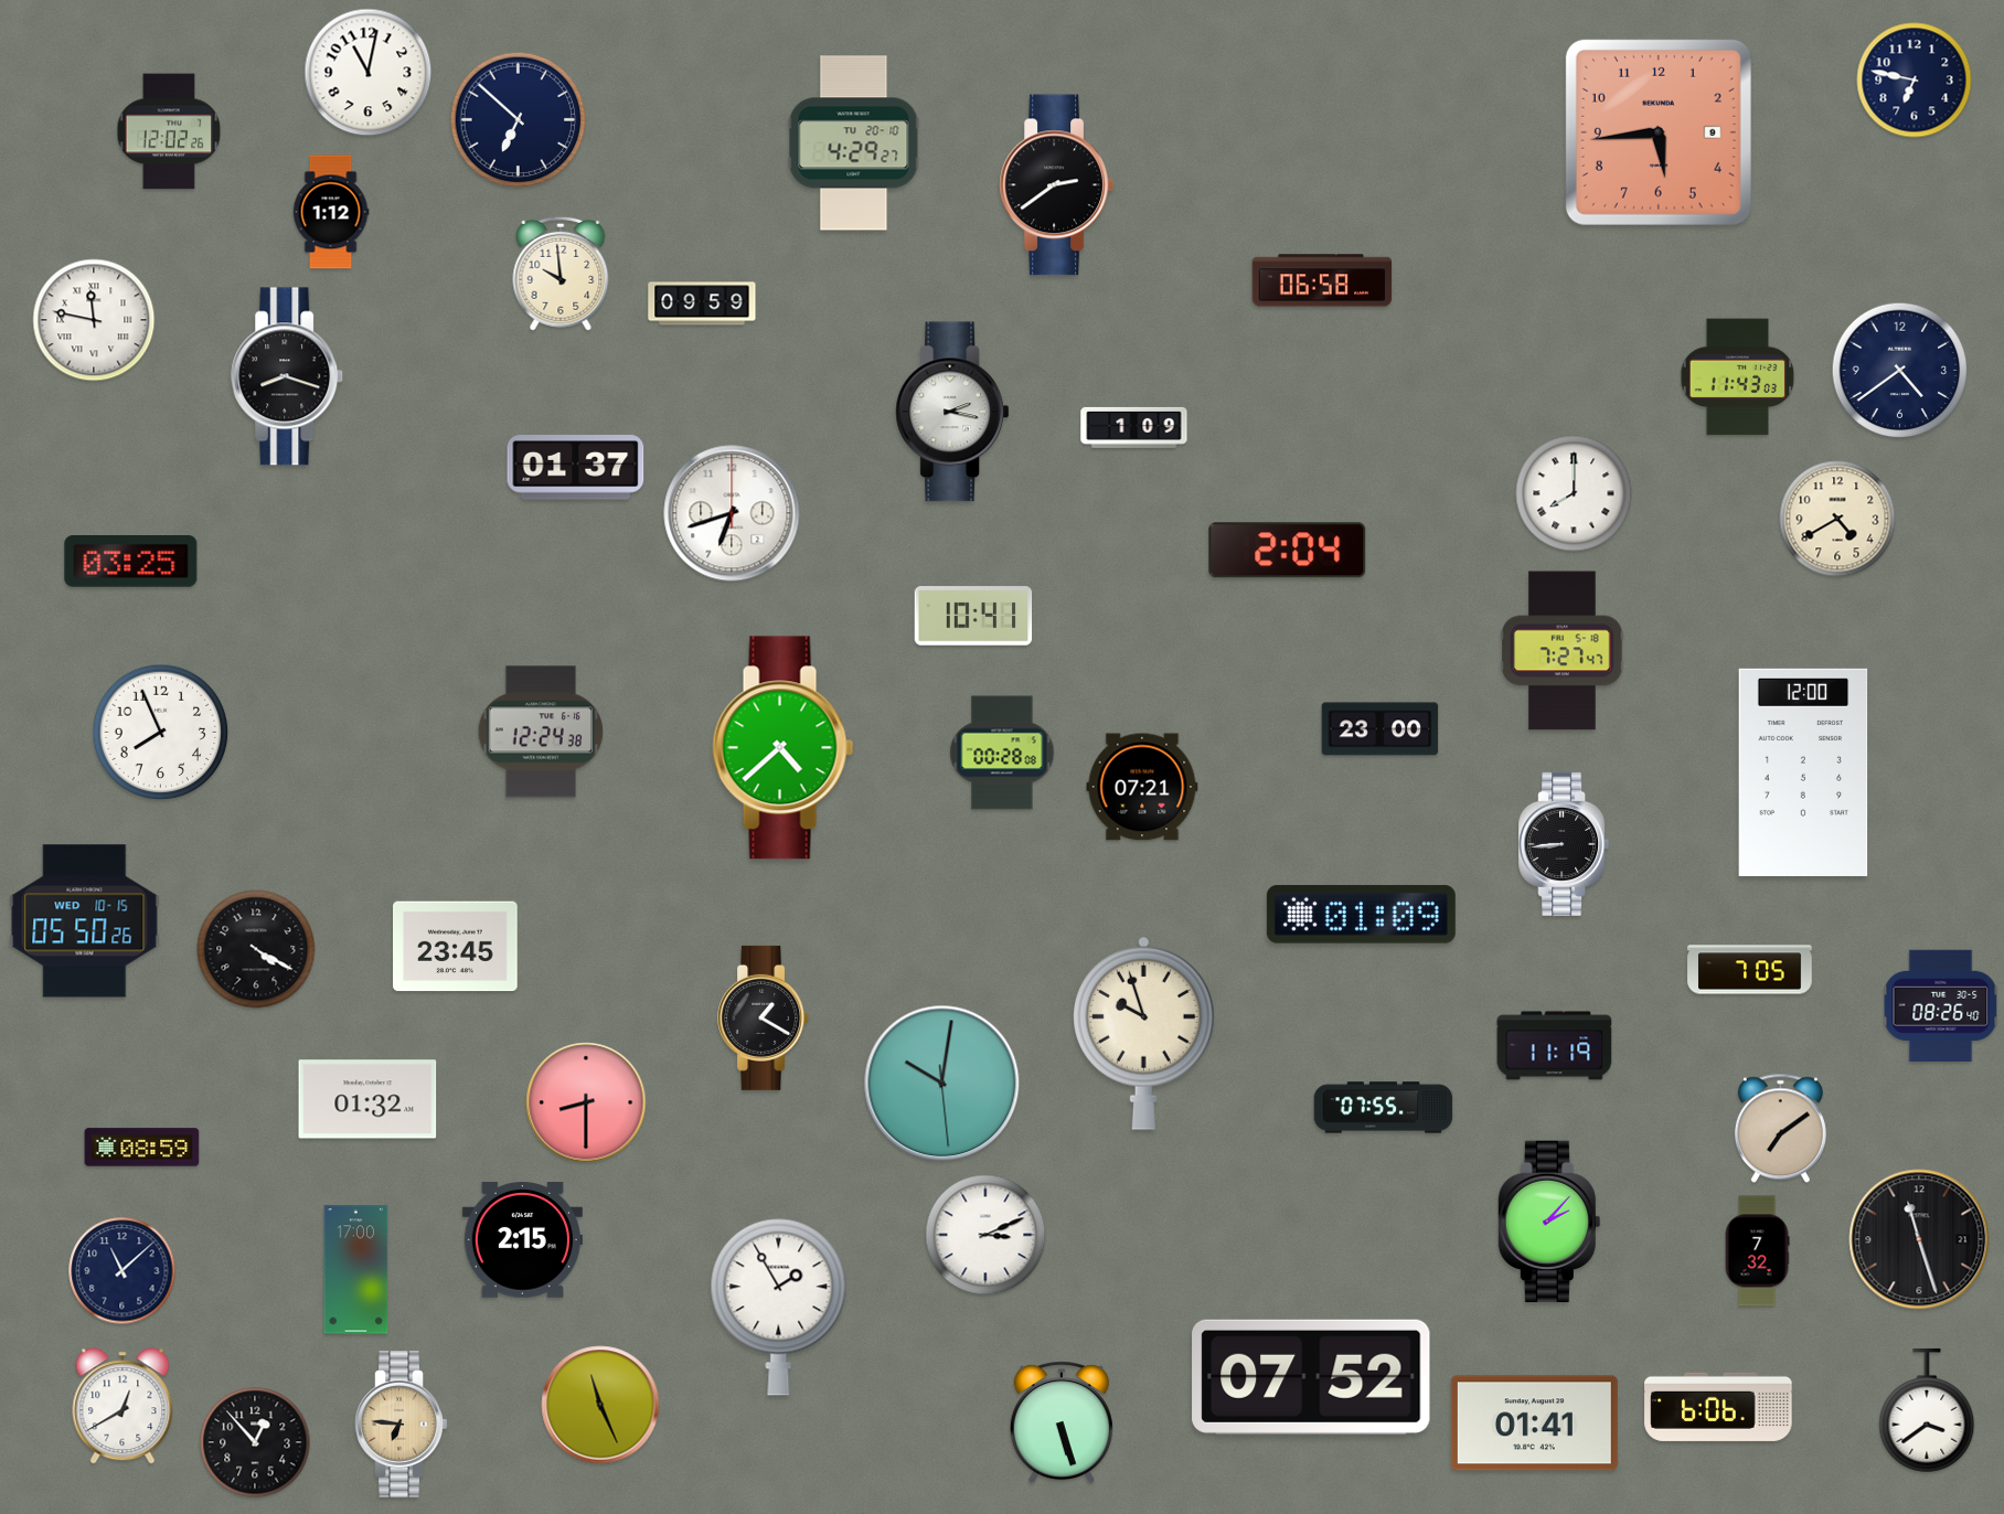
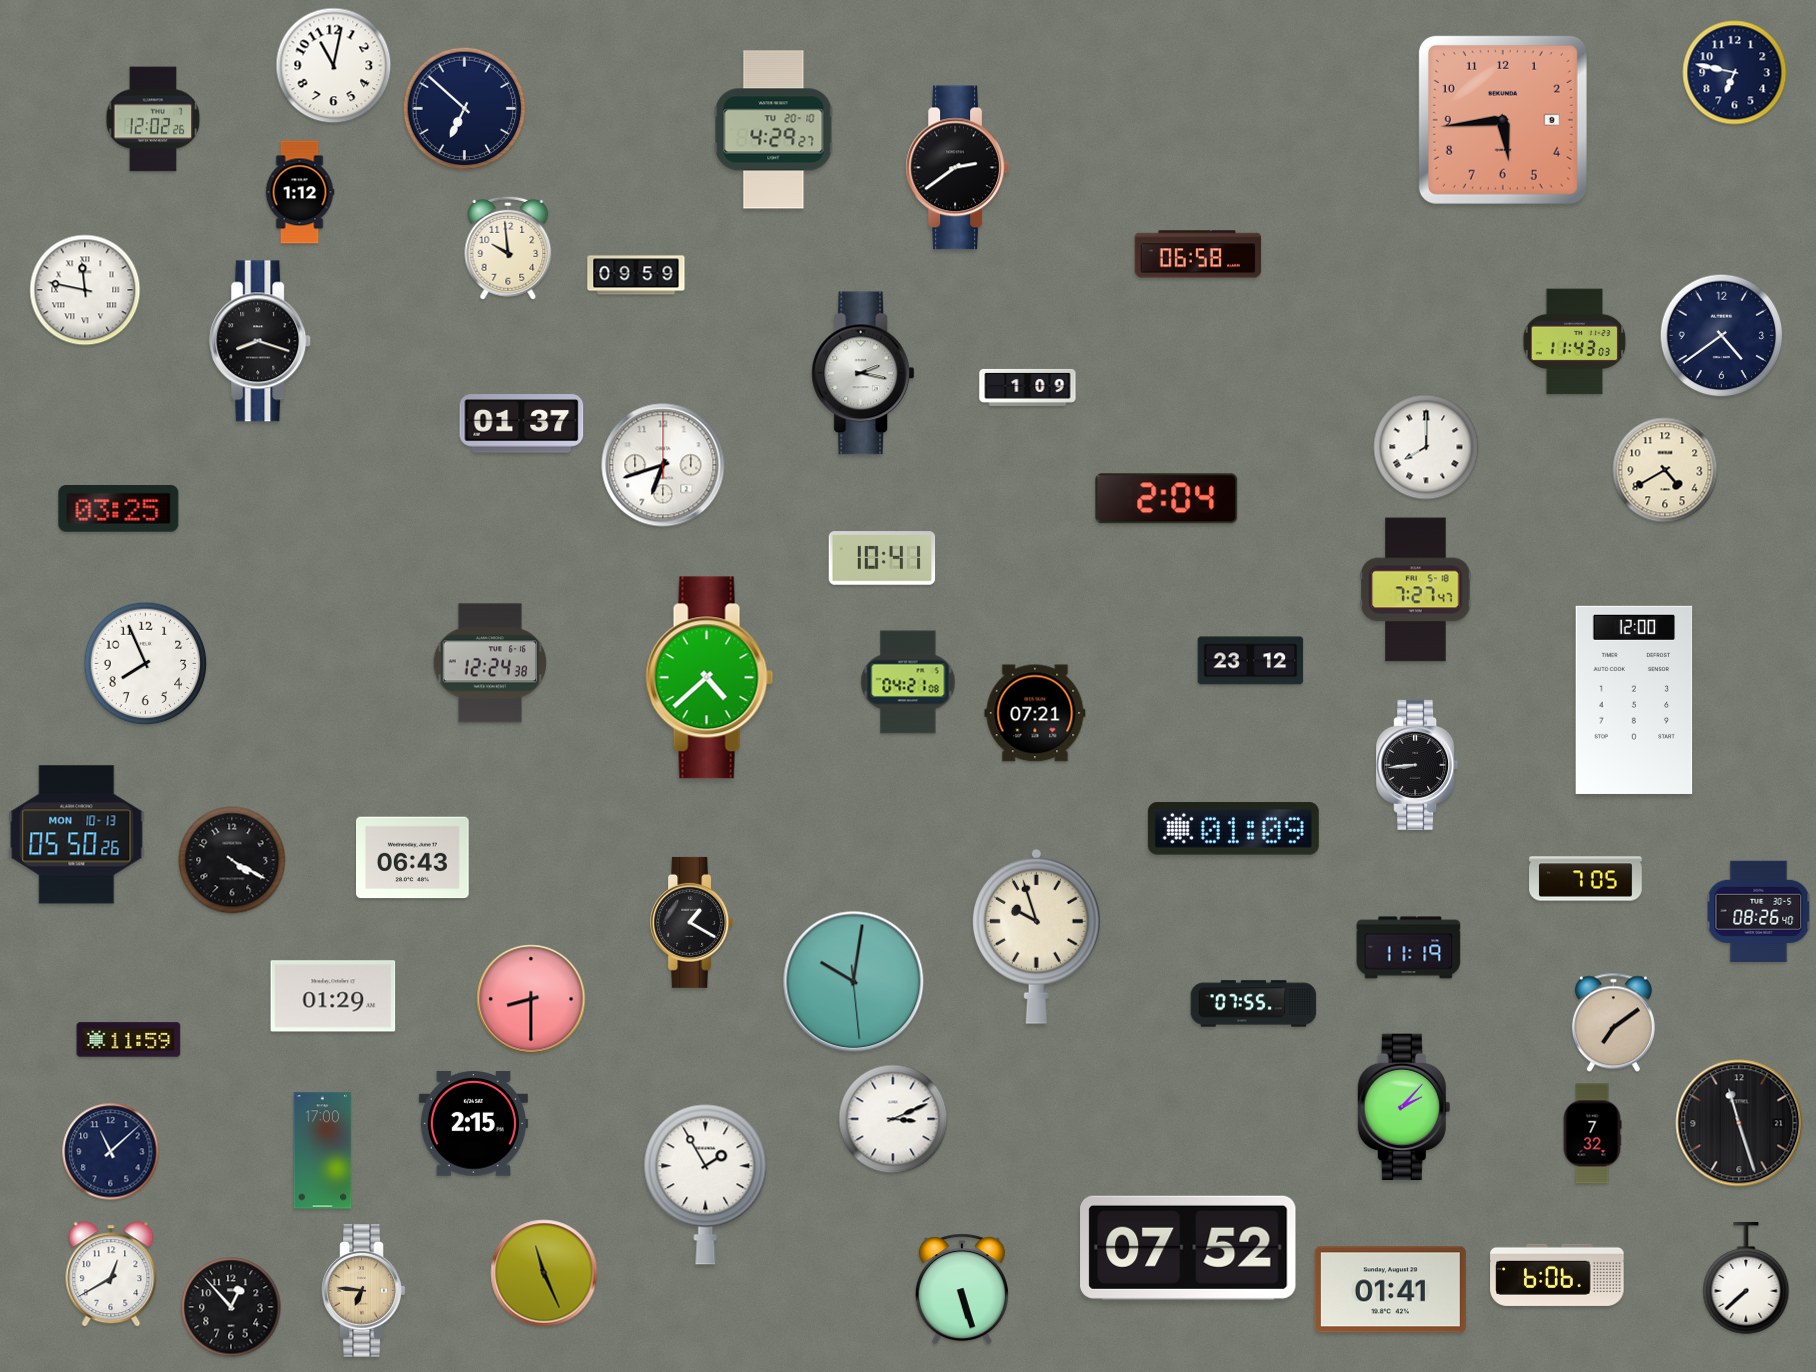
clock at (519, 120) position: (519, 120) -> (465, 109)
clock at (1381, 729): 23:00 -> 23:12
clock at (1002, 753): 00:28 -> 04:21
clock at (85, 921) date: WED 10-15 -> MON 10-13
clock at (456, 947): 23:45 -> 06:43
clock at (367, 1099): 01:32 -> 01:29
clock at (142, 1148): 08:59 -> 11:59
clock at (1927, 1410): 3:39 -> 7:38
